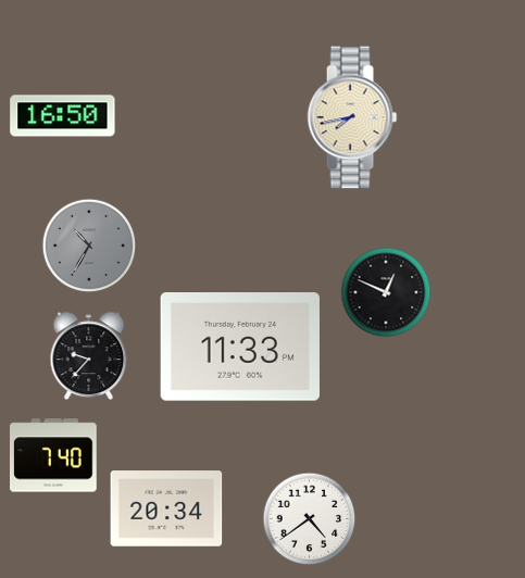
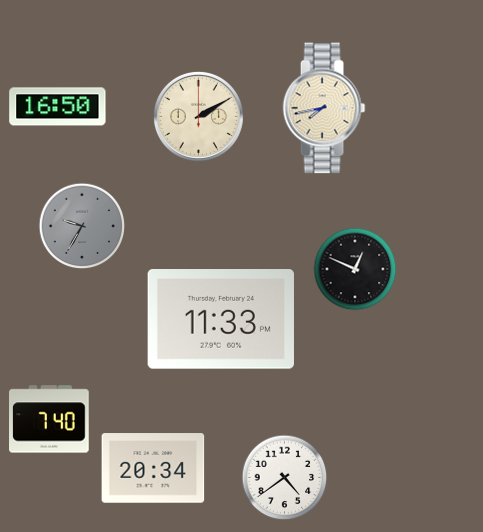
clock at (198, 116): none -> 2:10
clock at (89, 246): 10:35 -> 9:35
clock at (89, 355): 9:37 -> none
